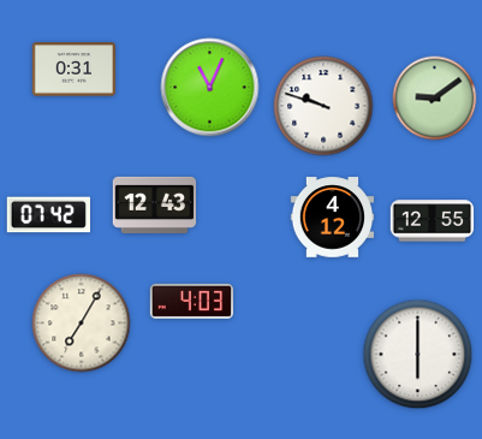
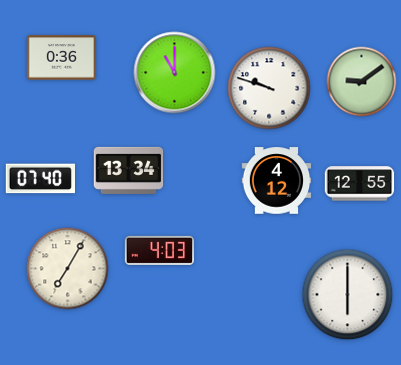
clock at (75, 70): 0:31 -> 0:36
clock at (210, 88): 11:04 -> 11:00
clock at (155, 204): 12:43 -> 13:34
clock at (48, 215): 07:42 -> 07:40
